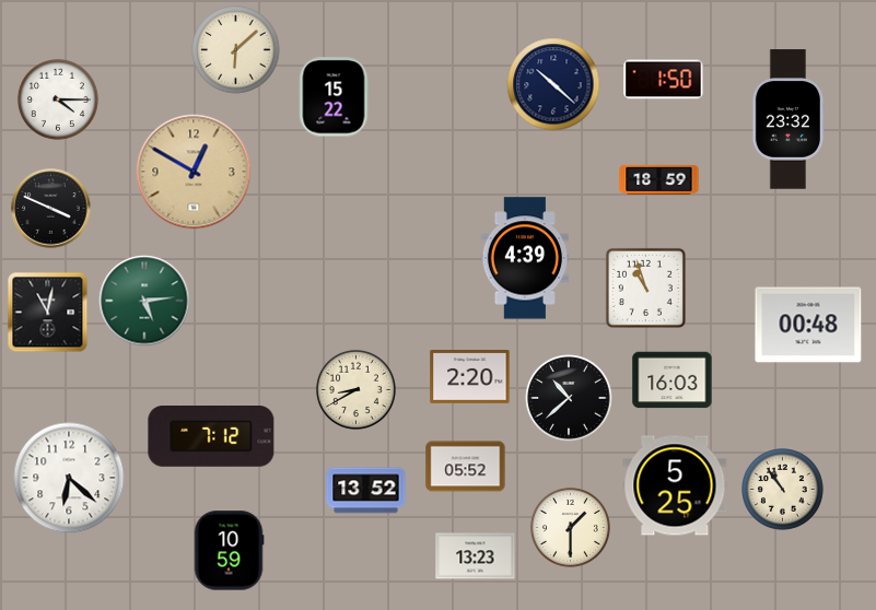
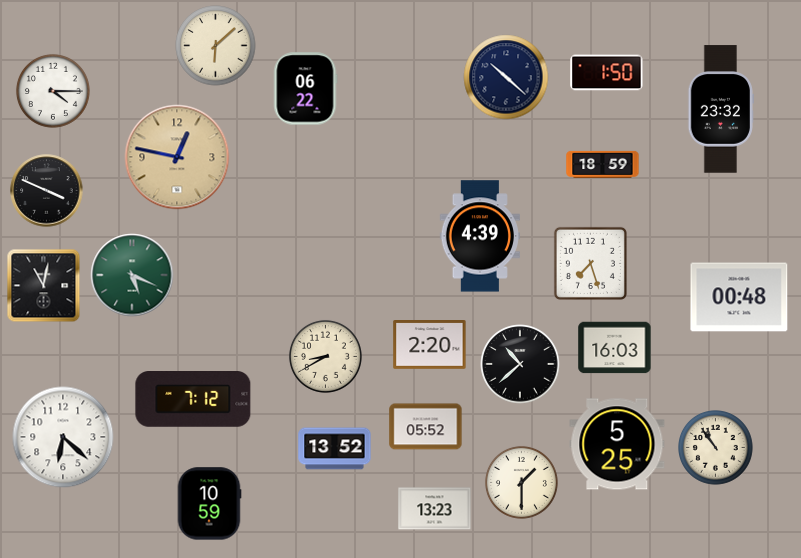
clock at (334, 97): 15:22 -> 06:22
clock at (194, 172): 12:50 -> 12:47
clock at (645, 288): 10:57 -> 7:27
clock at (144, 301): 5:14 -> 5:19
